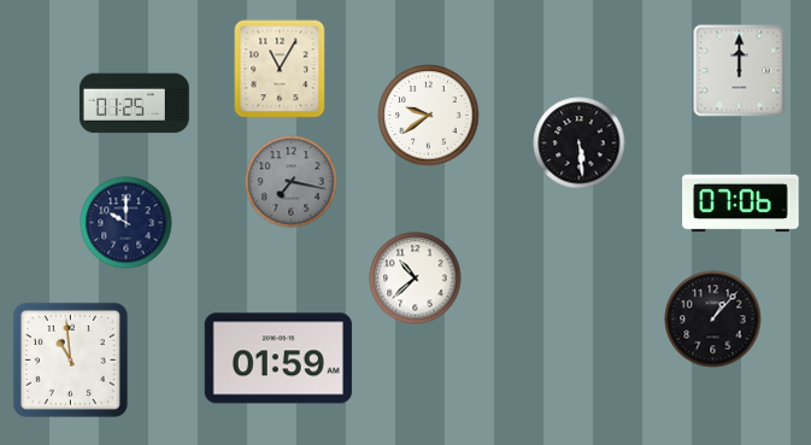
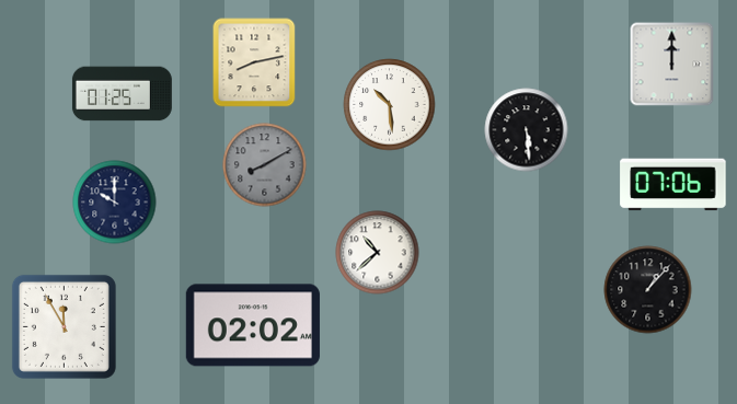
clock at (280, 69): 11:05 -> 8:13
clock at (429, 116): 9:39 -> 10:29
clock at (292, 182): 7:17 -> 8:10
clock at (278, 358): 01:59 -> 02:02
clock at (70, 359): 10:59 -> 11:55
